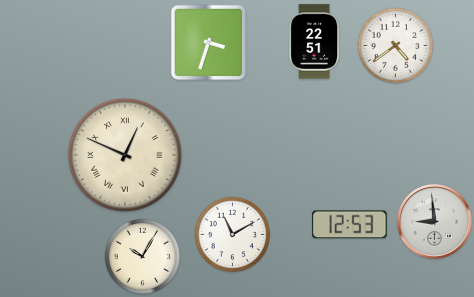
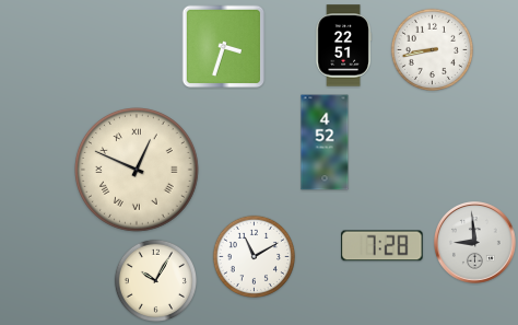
clock at (209, 43) position: (209, 43) -> (224, 47)
clock at (395, 45): 4:39 -> 8:43
clock at (325, 142): none -> 4:52
clock at (350, 225): 12:53 -> 7:28
